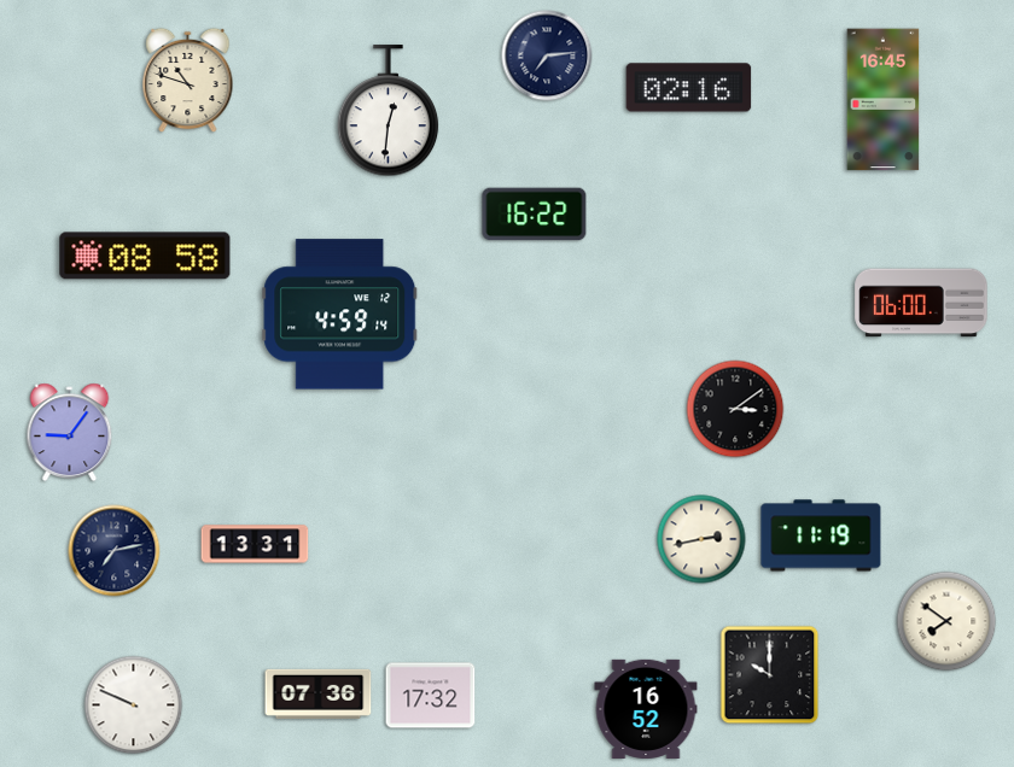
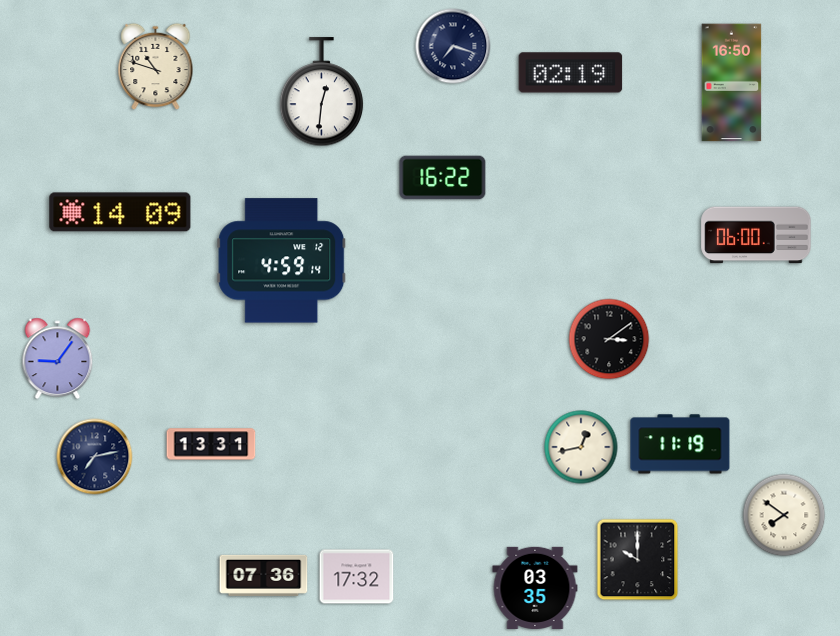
clock at (547, 55): 7:14 -> 7:18
clock at (689, 88): 02:16 -> 02:19
clock at (884, 100): 16:45 -> 16:50
clock at (145, 256): 08:58 -> 14:09
clock at (921, 303) position: (921, 303) -> (756, 235)
clock at (701, 539): 2:43 -> 12:43
clock at (255, 544) position: (255, 544) -> (211, 444)
clock at (134, 705): 9:49 -> none
clock at (646, 709): 16:52 -> 03:35
